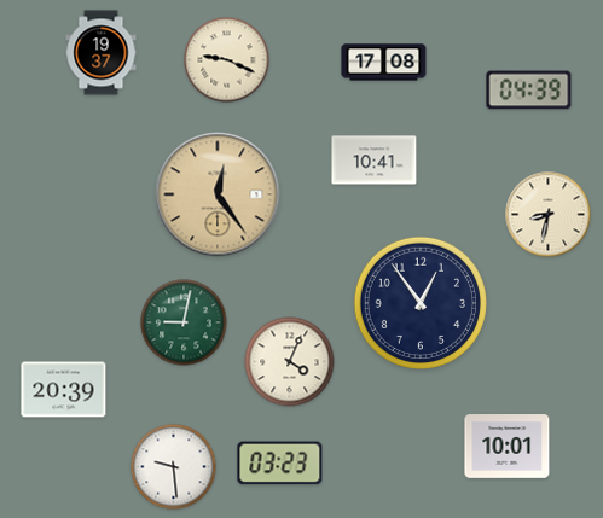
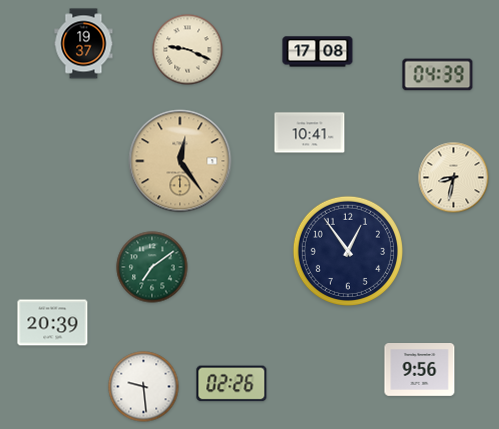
clock at (184, 322): 9:02 -> 7:09
clock at (290, 362): 4:04 -> none
clock at (508, 447): 10:01 -> 9:56
clock at (280, 464): 03:23 -> 02:26
